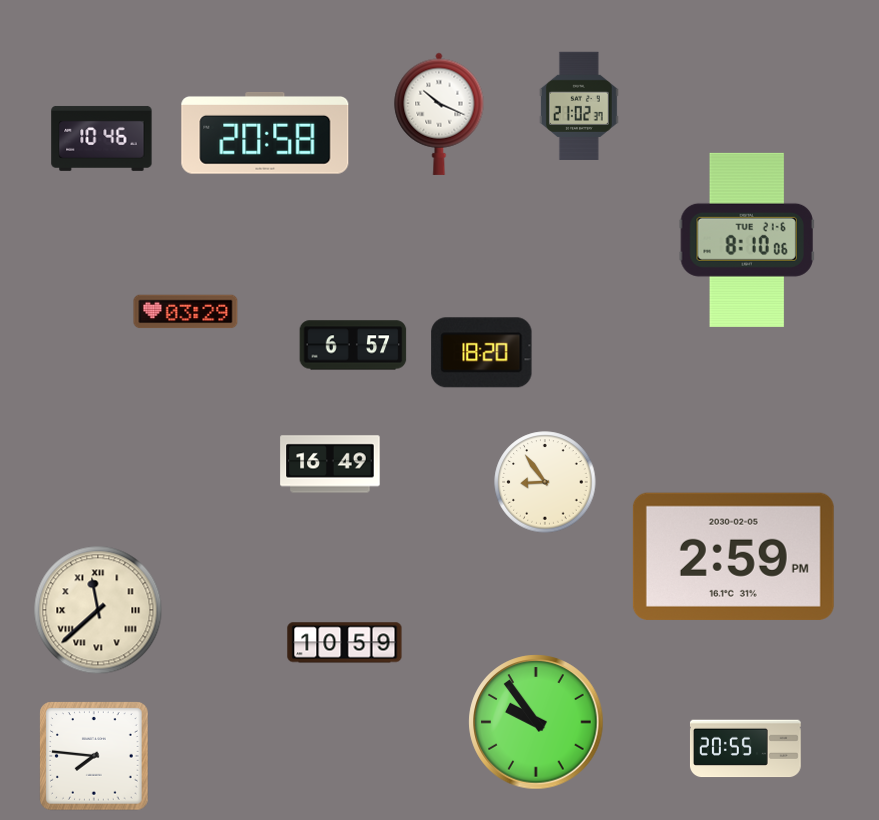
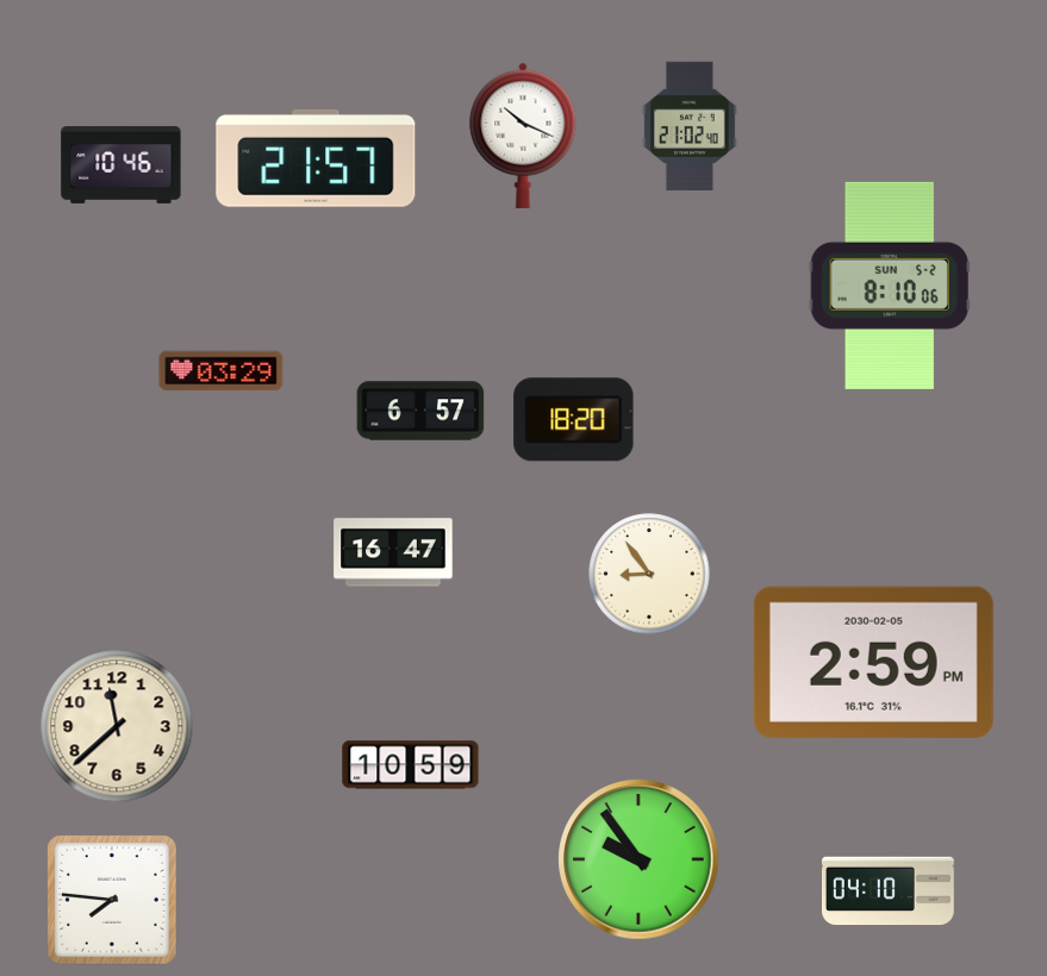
clock at (579, 106): 21:02:37 -> 21:02:40
clock at (265, 133): 20:58 -> 21:57
clock at (747, 240) date: TUE 21-6 -> SUN 5-2
clock at (330, 464): 16:49 -> 16:47
clock at (98, 610) numerals: Roman -> Arabic
clock at (745, 749): 20:55 -> 04:10
